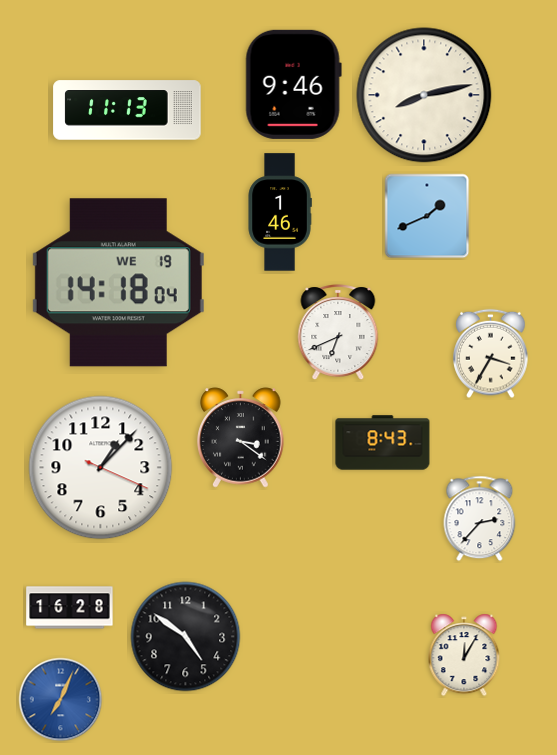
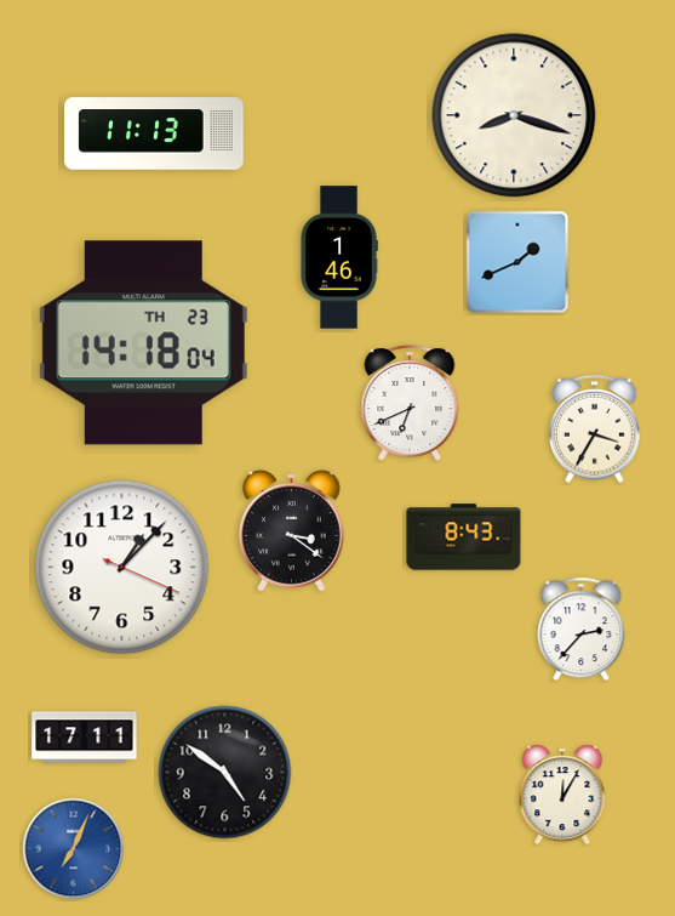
clock at (293, 84): 9:46 -> none
clock at (424, 95): 8:13 -> 8:18
clock at (118, 283) date: WE 19 -> TH 23
clock at (70, 608): 16:28 -> 17:11
